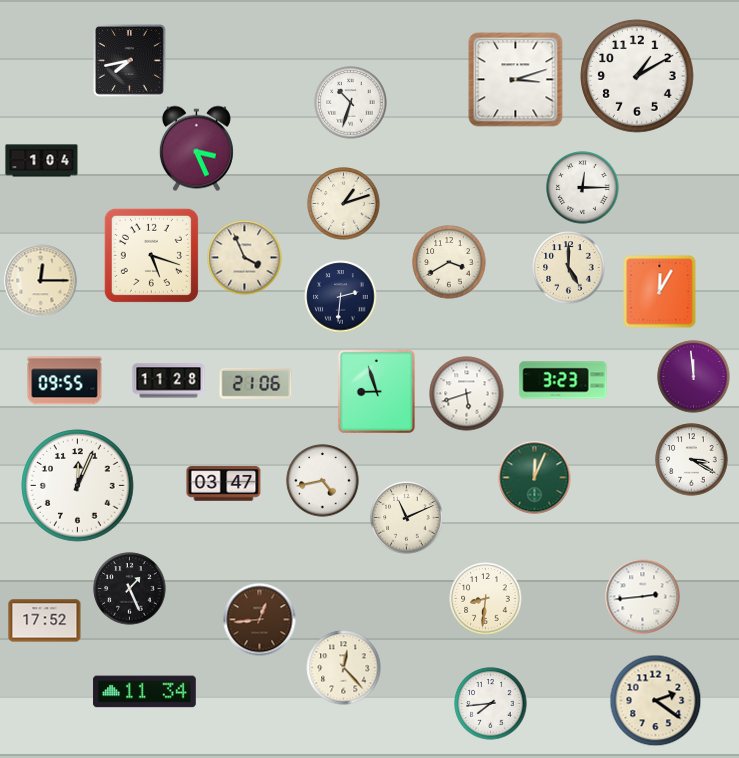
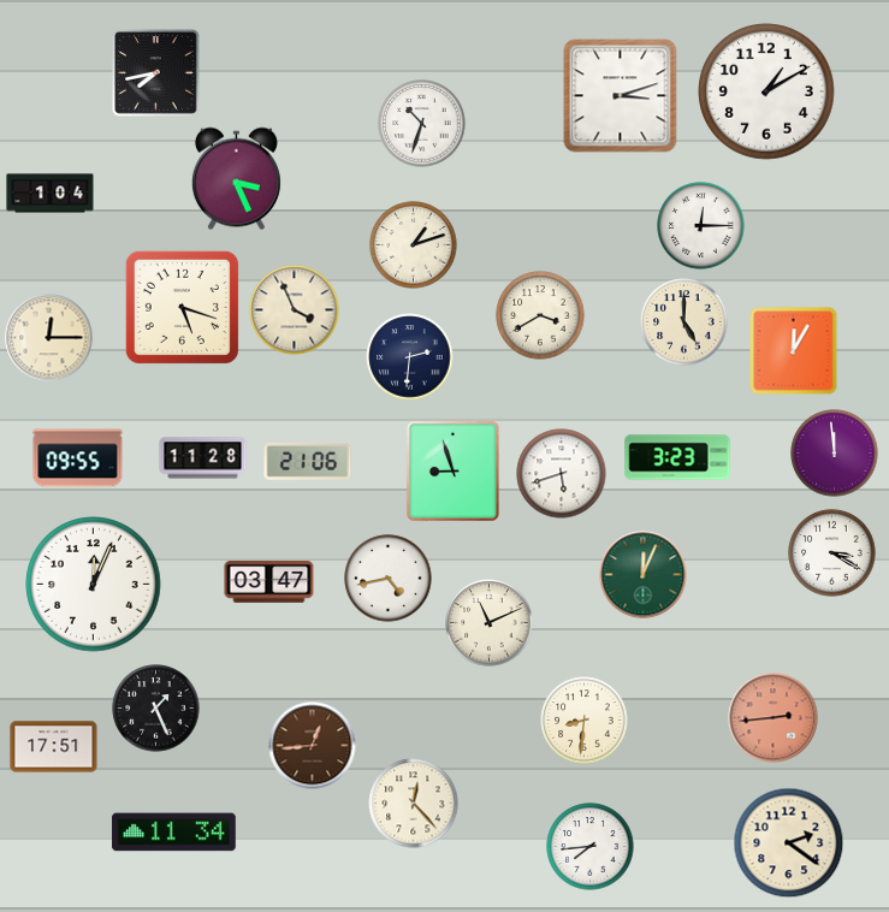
clock at (643, 597) dial: white -> salmon
clock at (45, 621): 17:52 -> 17:51
